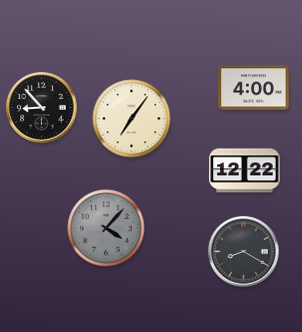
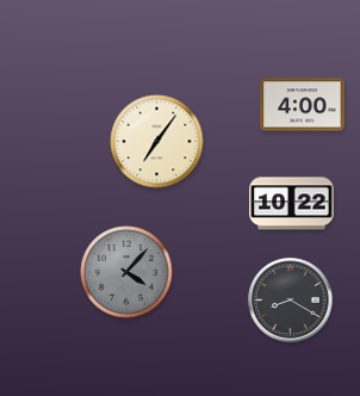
clock at (42, 108): 8:53 -> none
clock at (245, 171): 12:22 -> 10:22
